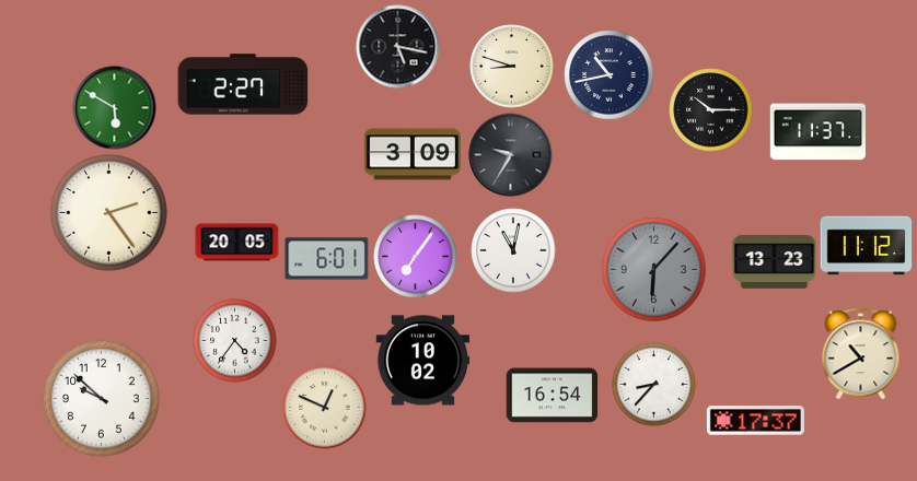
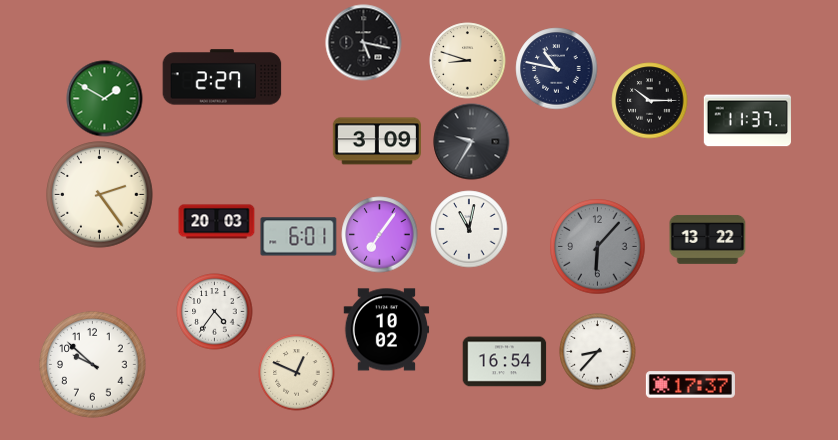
clock at (610, 75): 10:43 -> 10:47
clock at (115, 108): 5:50 -> 1:50
clock at (511, 155) position: (511, 155) -> (472, 142)
clock at (237, 243): 20:05 -> 20:03
clock at (867, 246): 11:12 -> none
clock at (775, 261): 13:23 -> 13:22
clock at (861, 354): 10:40 -> none
